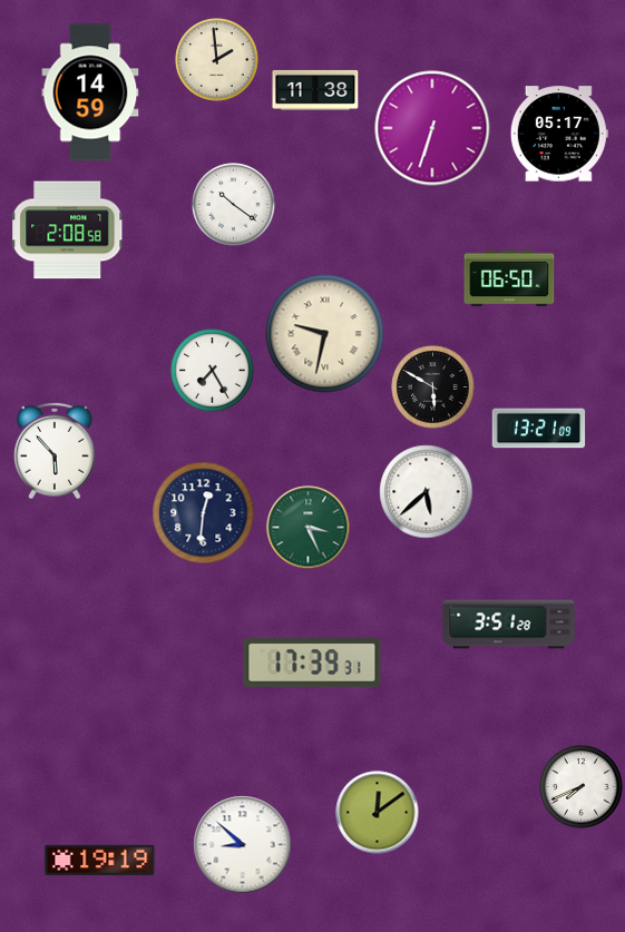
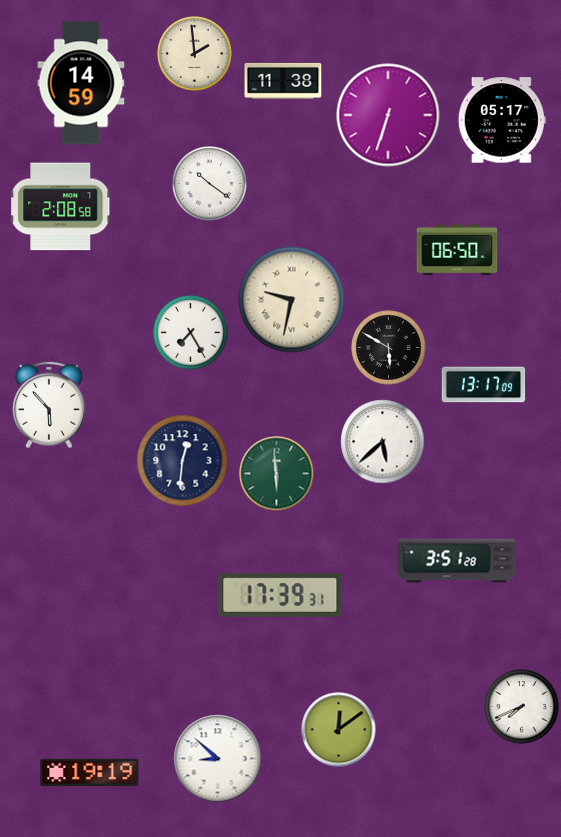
clock at (539, 429): 13:21 -> 13:17
clock at (309, 528): 3:26 -> 5:59
